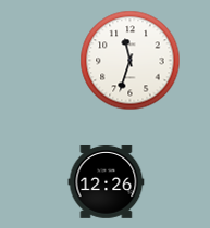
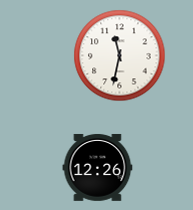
clock at (131, 61): 11:33 -> 11:32
